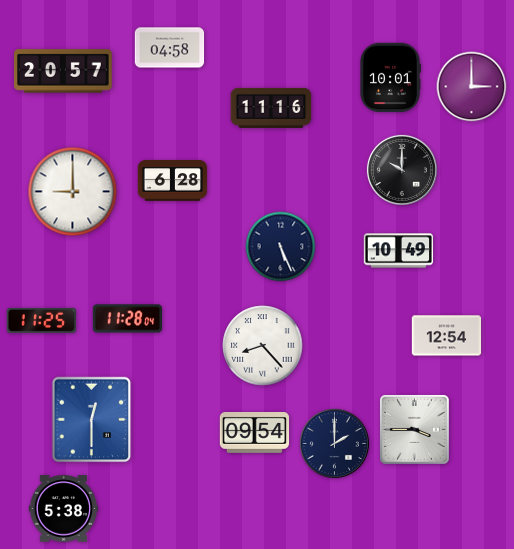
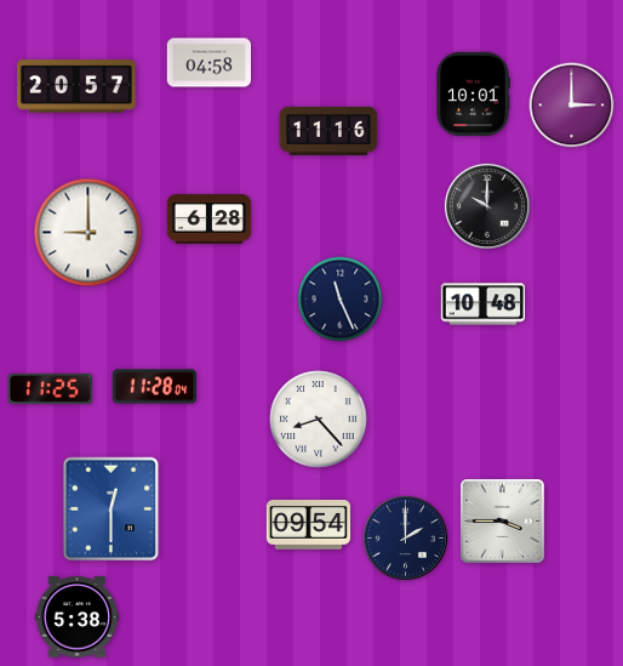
clock at (170, 48) position: (170, 48) -> (210, 63)
clock at (281, 247): 5:26 -> 11:26
clock at (399, 251): 10:49 -> 10:48
clock at (447, 336): 12:54 -> none
